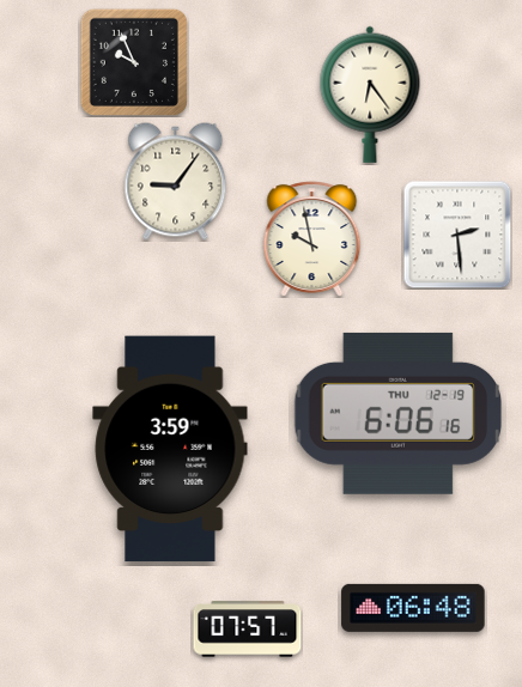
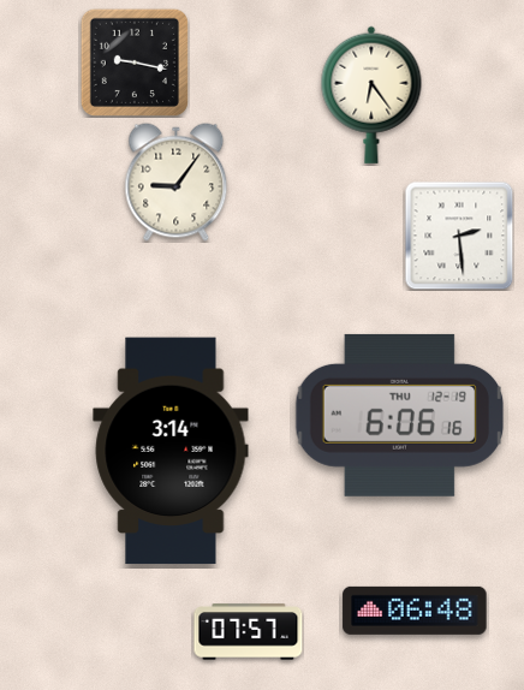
clock at (134, 62): 9:56 -> 9:17
clock at (312, 239): 9:58 -> none
clock at (170, 449): 3:59 -> 3:14
